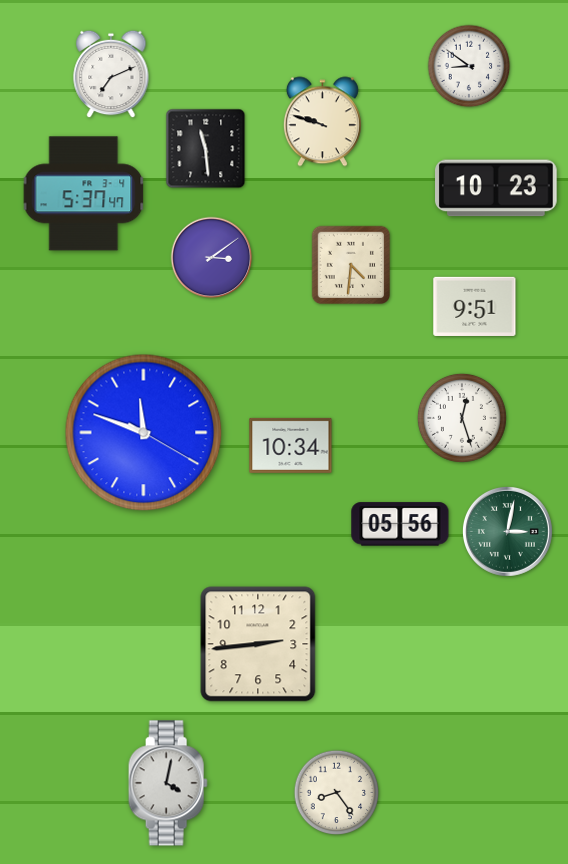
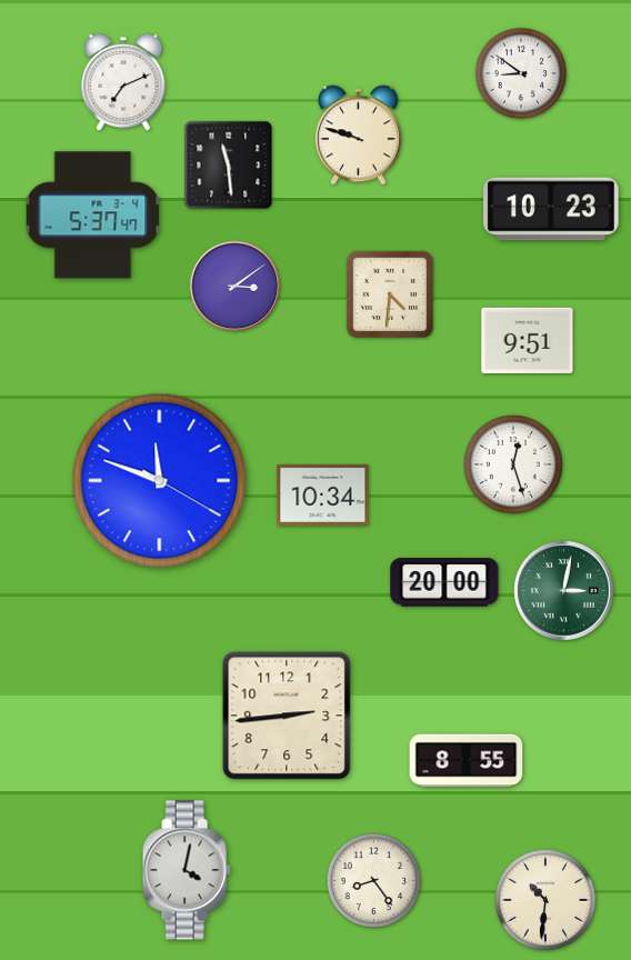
clock at (400, 524): 05:56 -> 20:00
clock at (467, 761): none -> 8:55
clock at (547, 901): none -> 10:31
